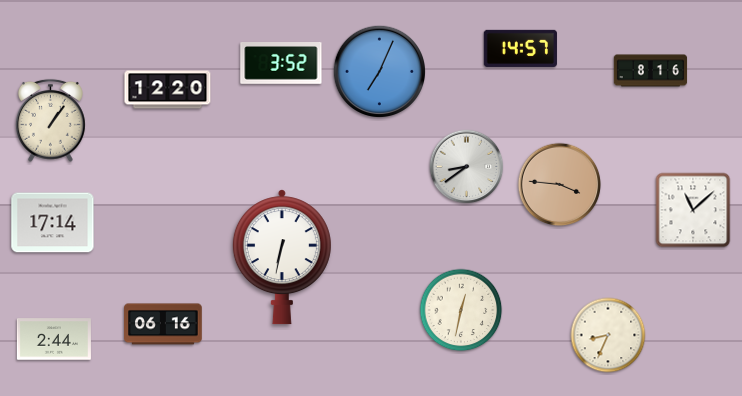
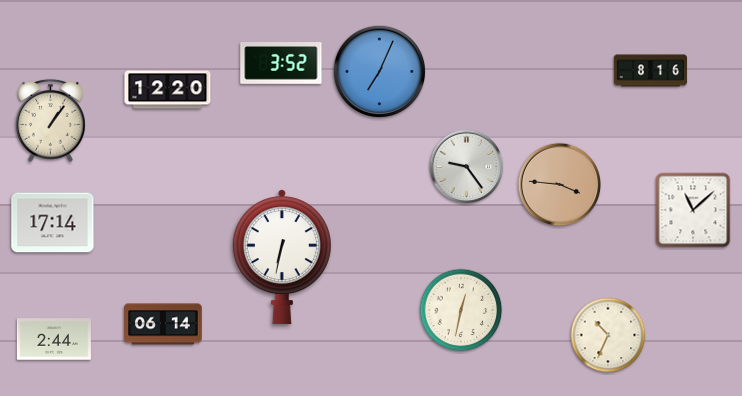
clock at (520, 48): 14:57 -> none
clock at (467, 167): 8:39 -> 9:24
clock at (163, 324): 06:16 -> 06:14
clock at (608, 335): 8:34 -> 10:34
